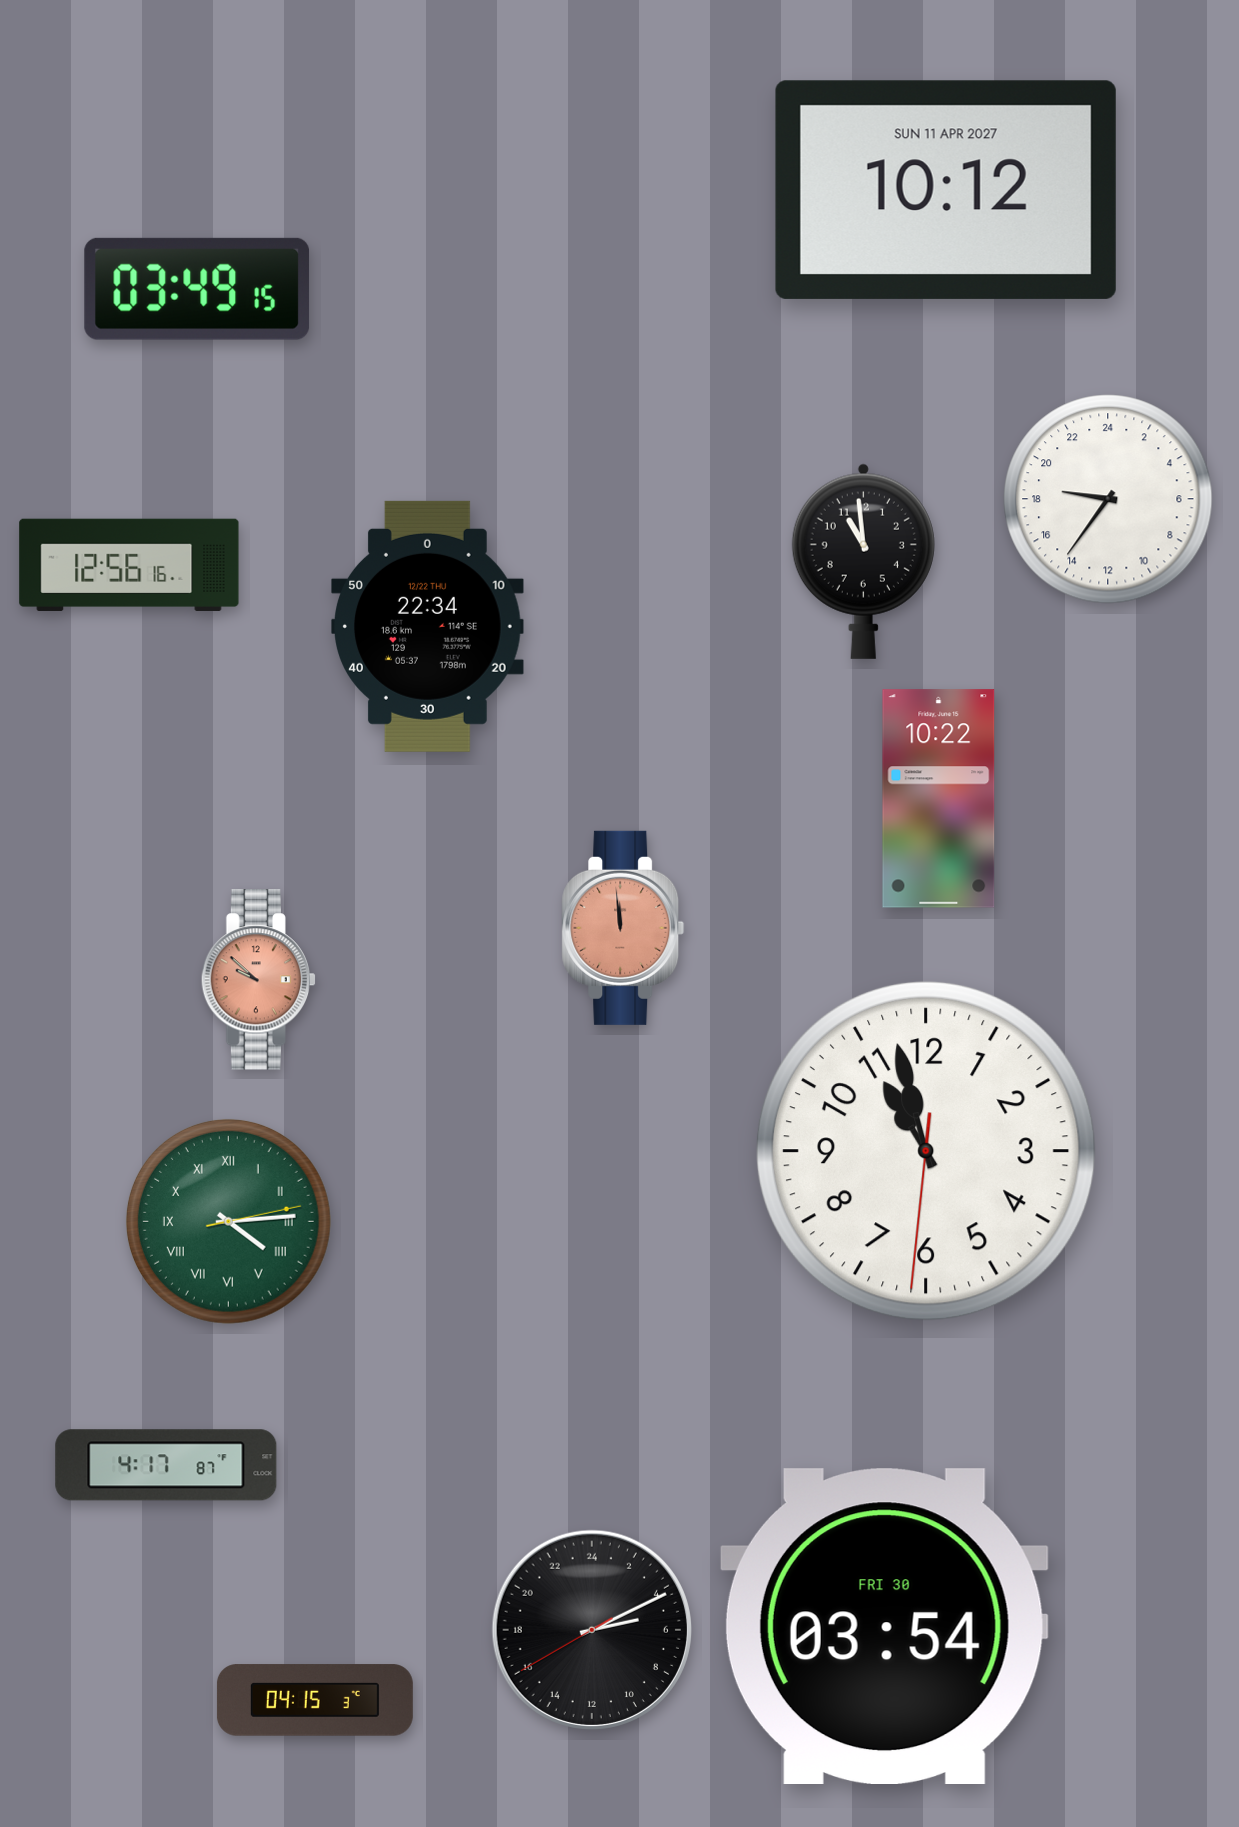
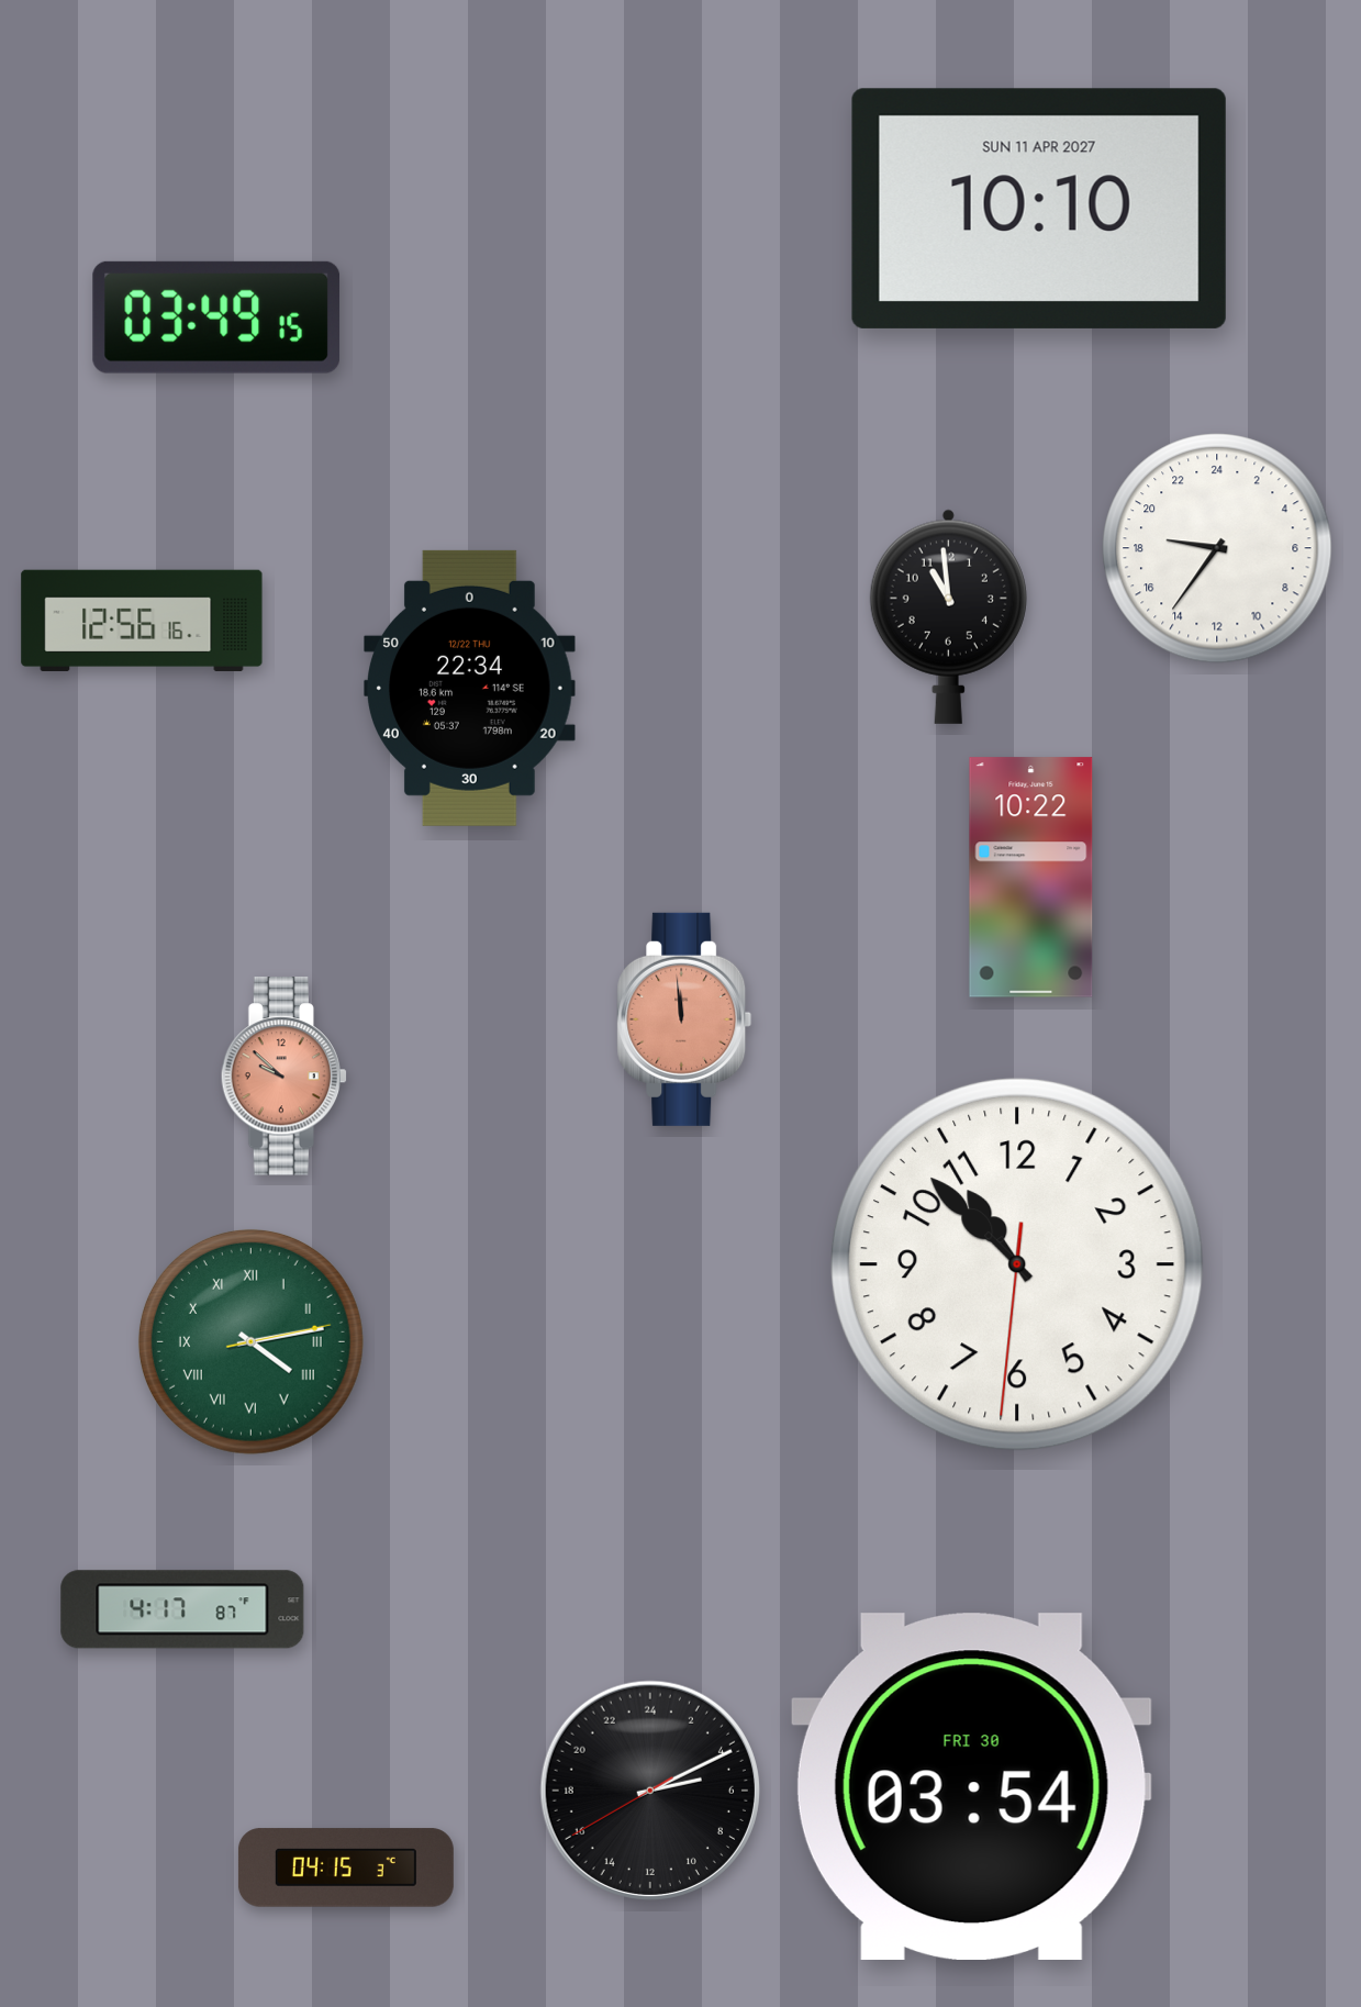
clock at (946, 190): 10:12 -> 10:10
clock at (926, 1151): 10:57 -> 10:52
clock at (228, 1221): 4:14 -> 4:13
